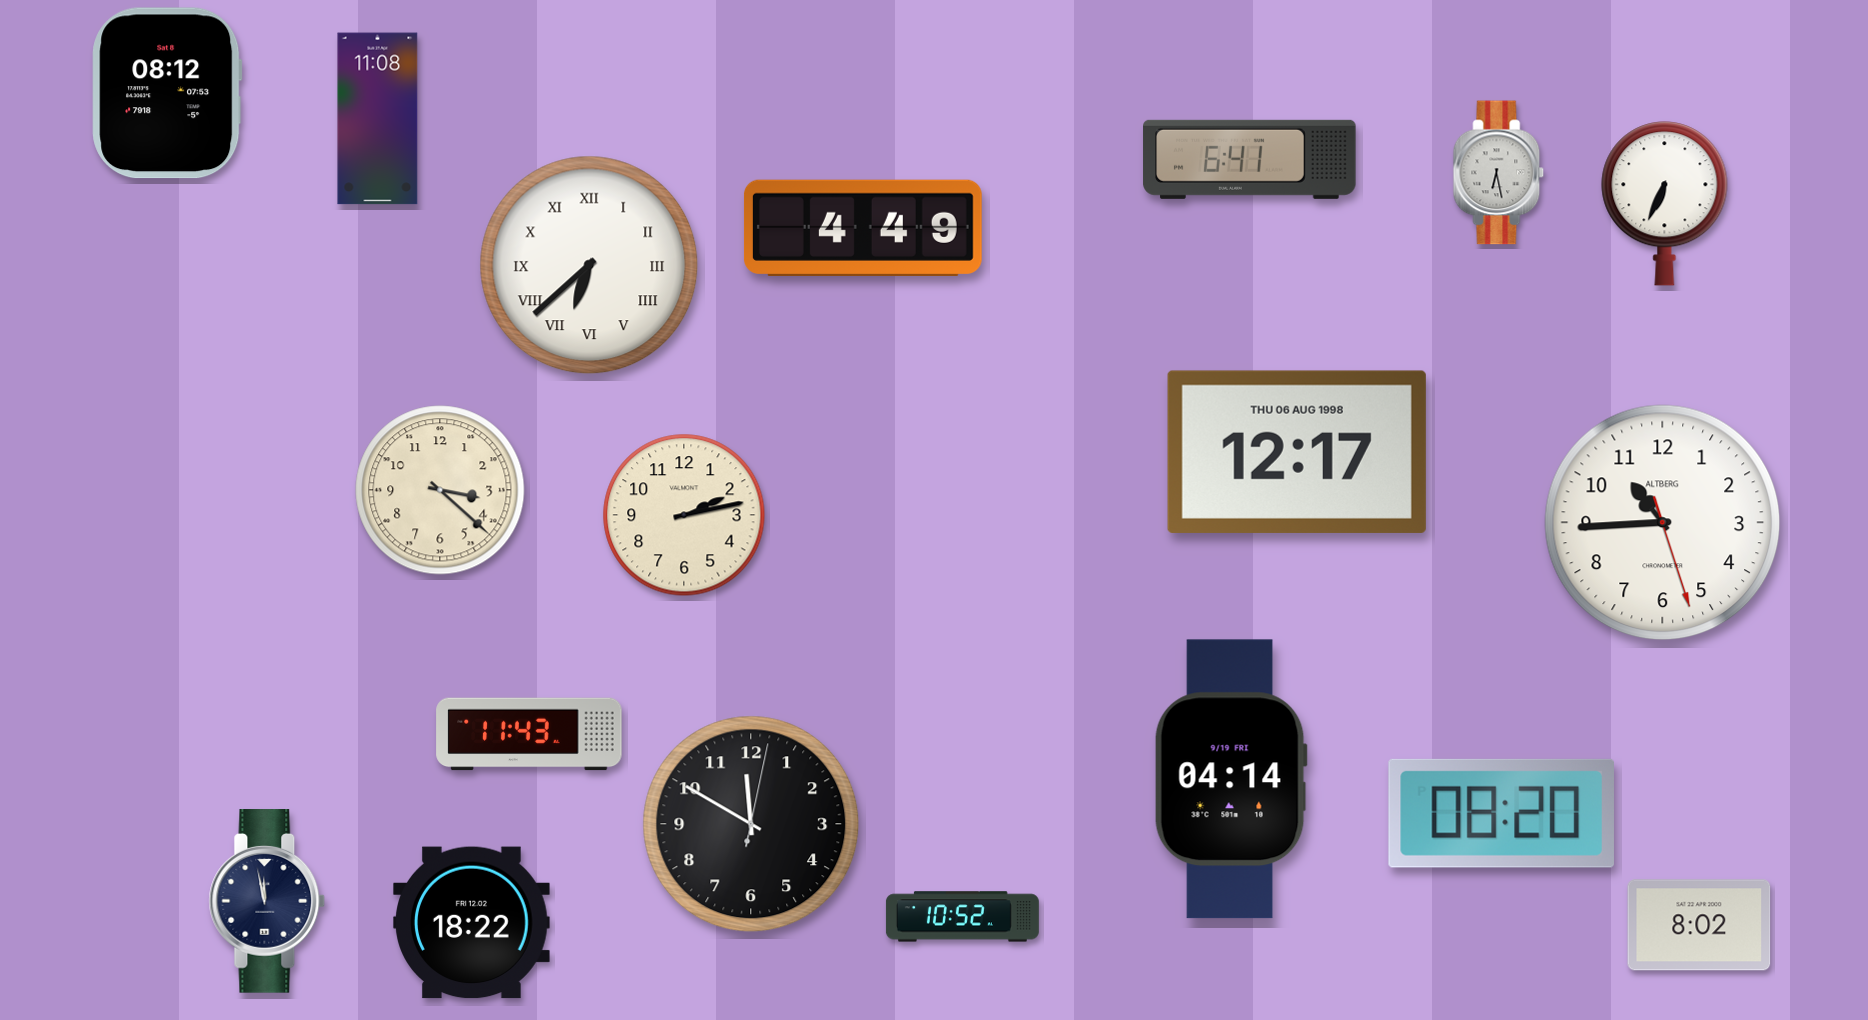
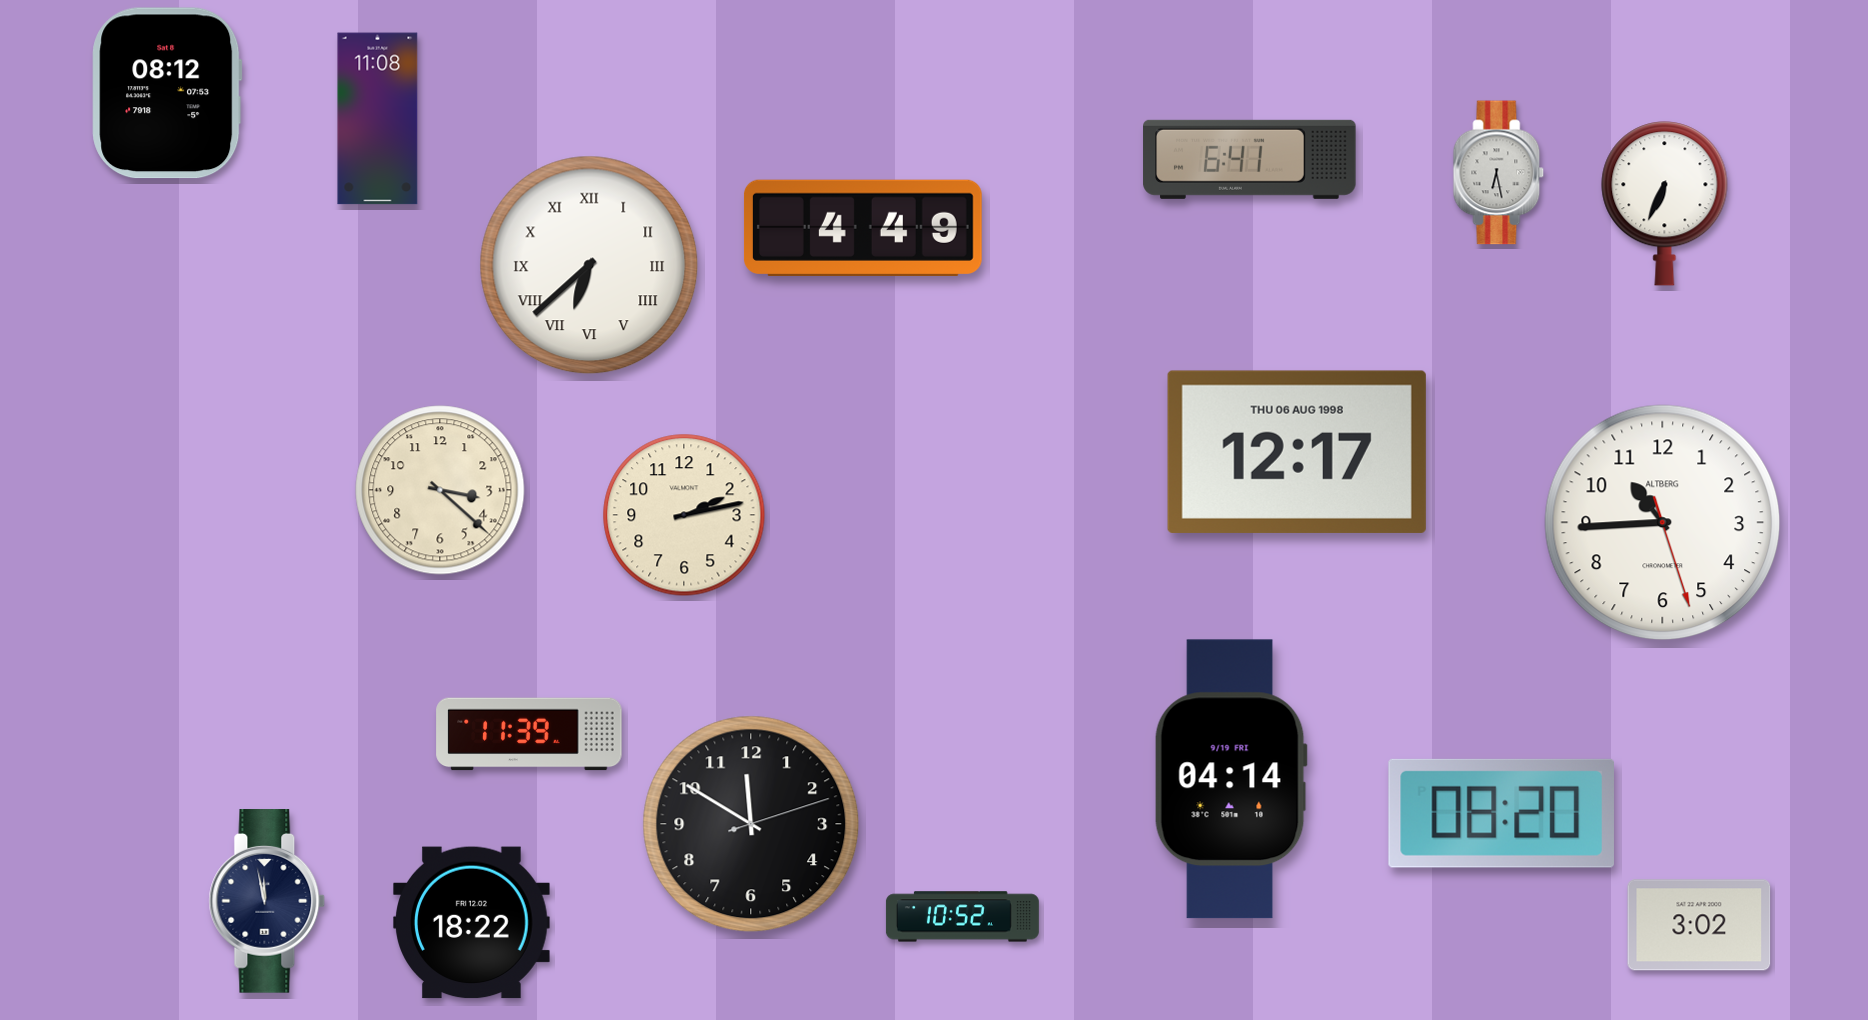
clock at (529, 734): 11:43 -> 11:39
clock at (751, 824): 11:50:02 -> 11:50:12
clock at (1699, 925): 8:02 -> 3:02
